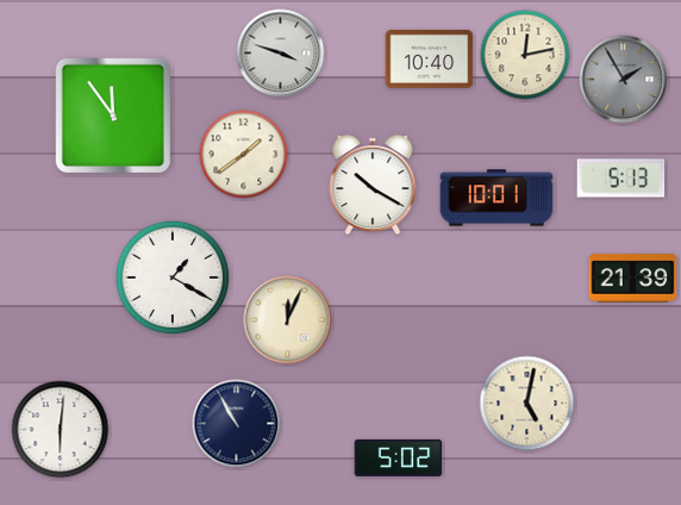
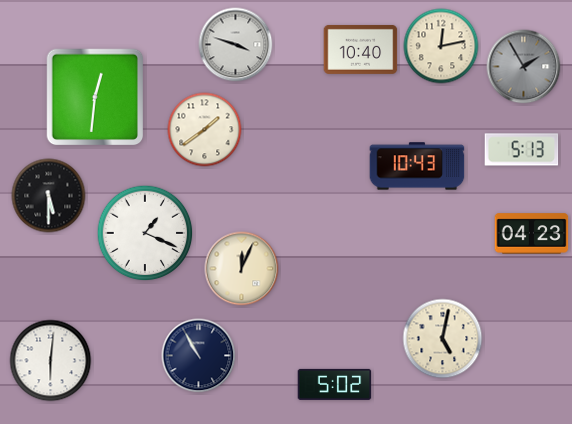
clock at (113, 116): 11:54 -> 12:31
clock at (373, 185): 10:20 -> none
clock at (496, 198): 10:01 -> 10:43
clock at (49, 196): none -> 5:30
clock at (173, 278): 1:20 -> 1:19
clock at (633, 279): 21:39 -> 04:23
